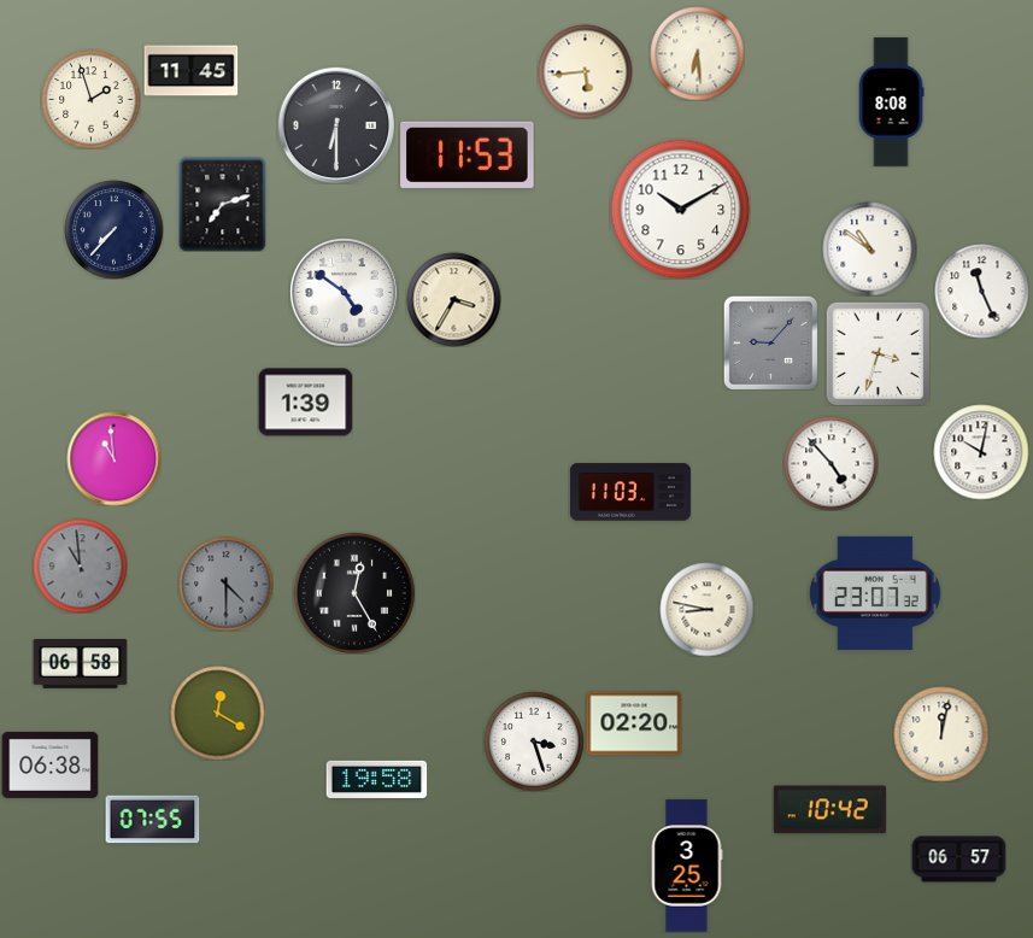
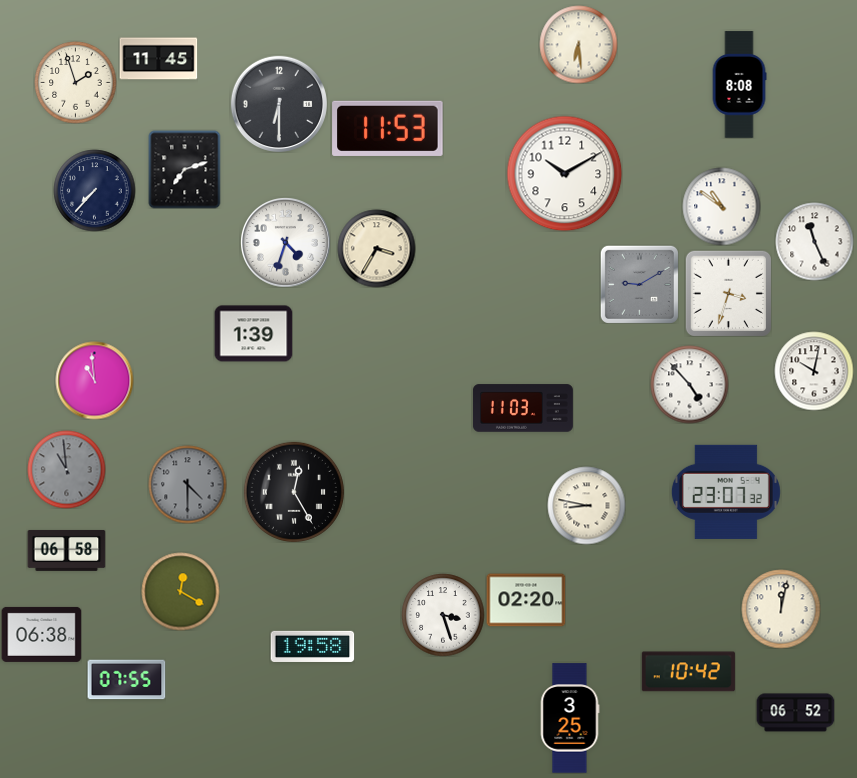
clock at (585, 71): 5:44 -> none
clock at (345, 293): 4:51 -> 4:33
clock at (770, 342): 9:07 -> 9:10
clock at (981, 452) position: (981, 452) -> (814, 371)
clock at (958, 860): 06:57 -> 06:52
